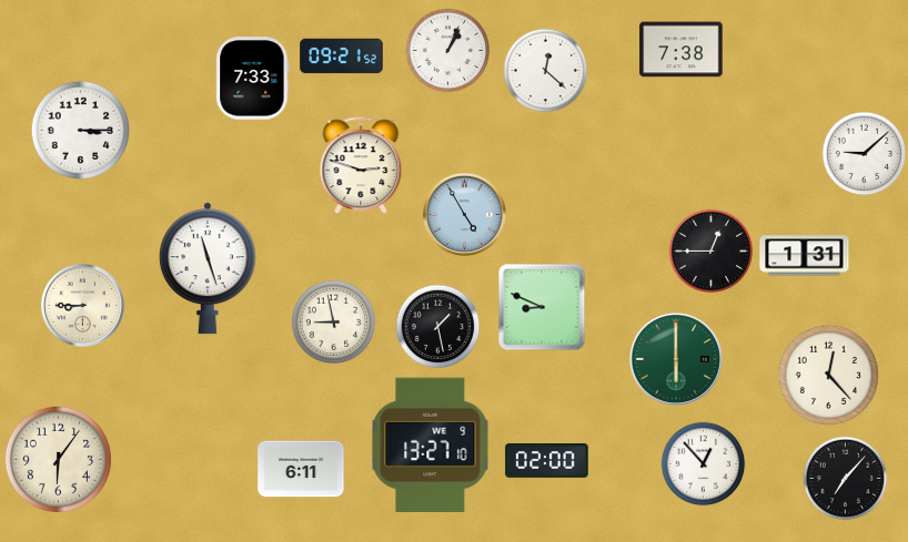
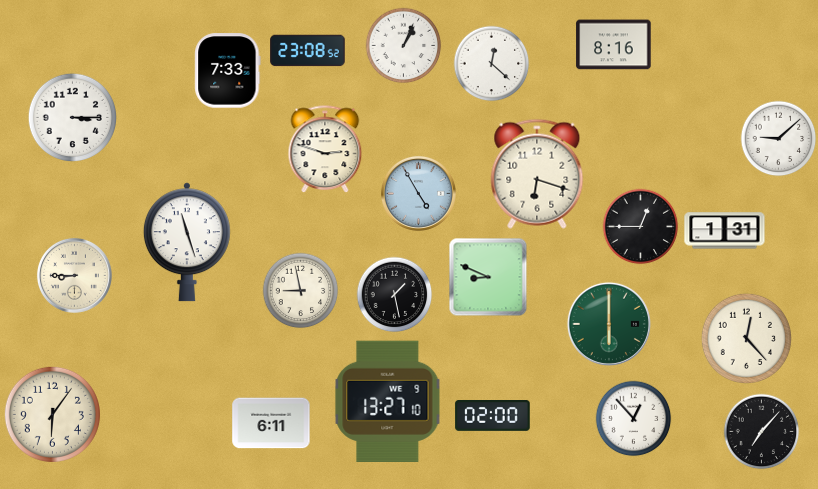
clock at (682, 50): 7:38 -> 8:16
clock at (342, 57): 09:21 -> 23:08
clock at (537, 174): none -> 6:18
